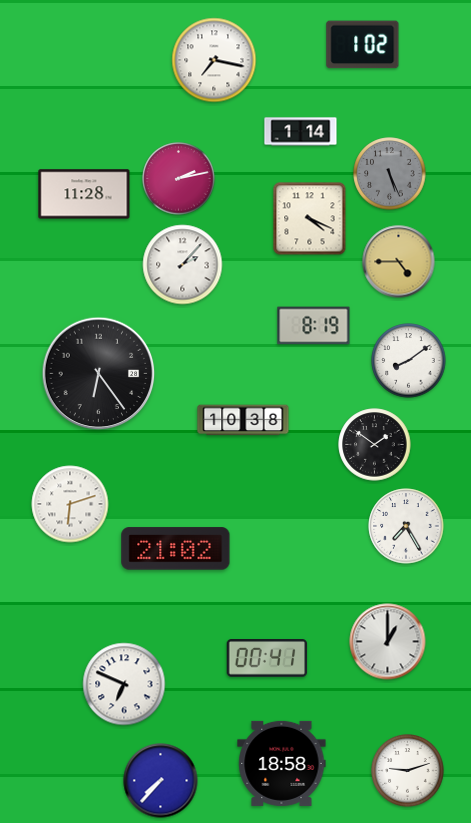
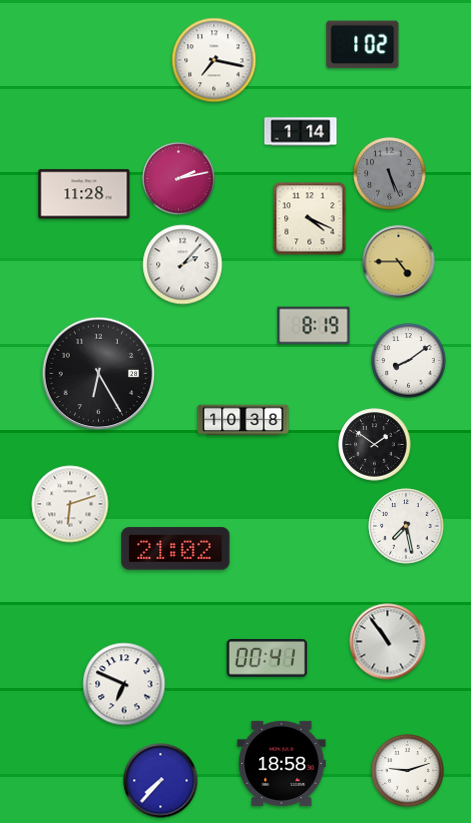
clock at (99, 374): 6:24 -> 6:25
clock at (406, 526): 7:25 -> 7:28
clock at (388, 642): 1:00 -> 10:54
